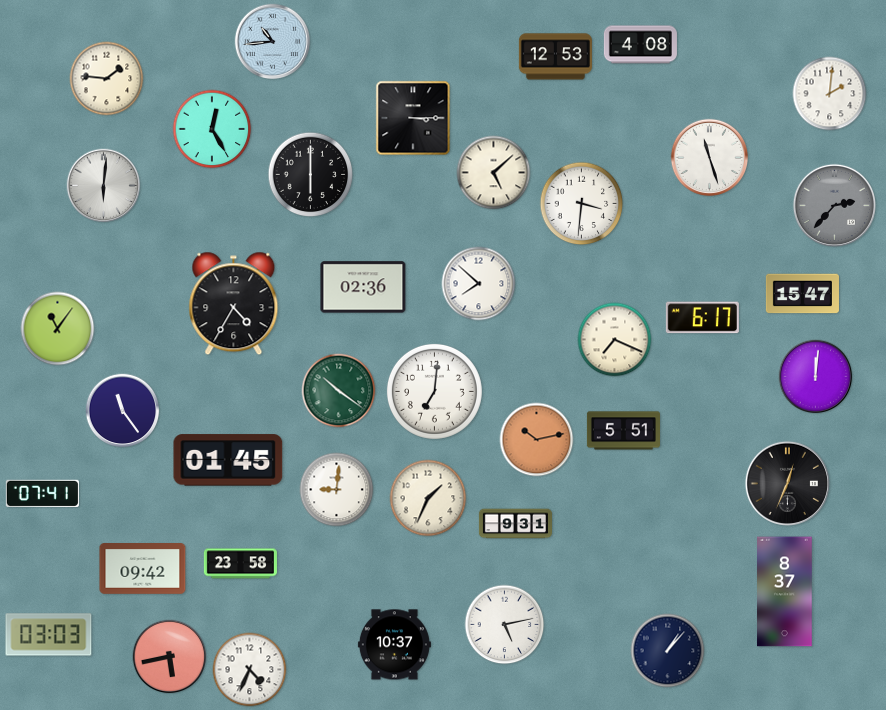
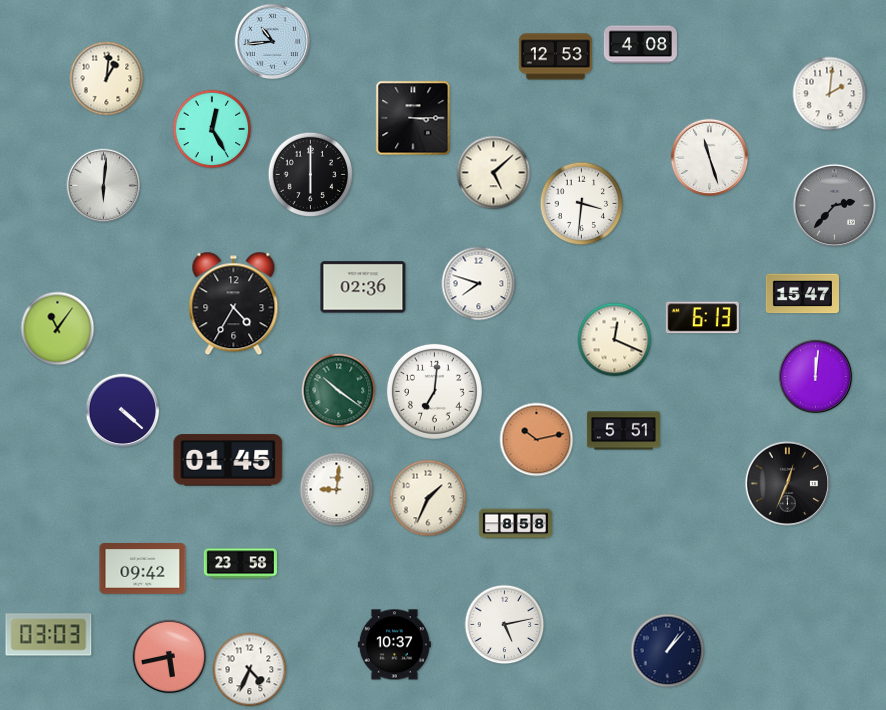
clock at (107, 79): 1:46 -> 1:01
clock at (479, 284): 7:52 -> 7:48
clock at (702, 318): 6:17 -> 6:13
clock at (615, 340): 7:19 -> 12:19
clock at (123, 411): 11:24 -> 4:22
clock at (42, 493): 07:41 -> none
clock at (515, 524): 9:31 -> 8:58
clock at (785, 592): 8:37 -> none
